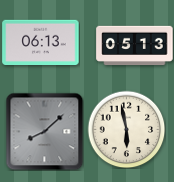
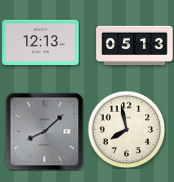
clock at (41, 42): 06:13 -> 12:13
clock at (126, 129): 5:58 -> 7:58
